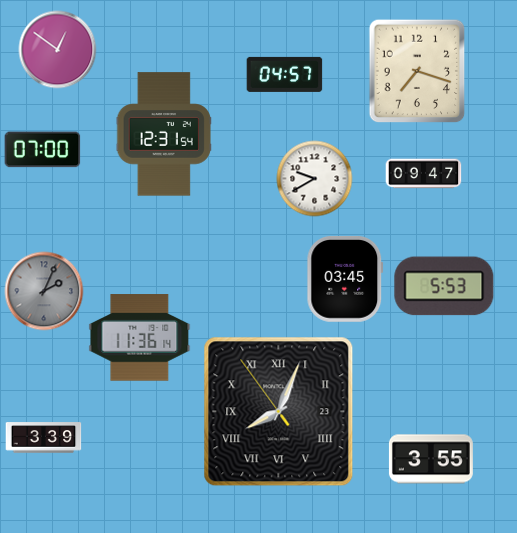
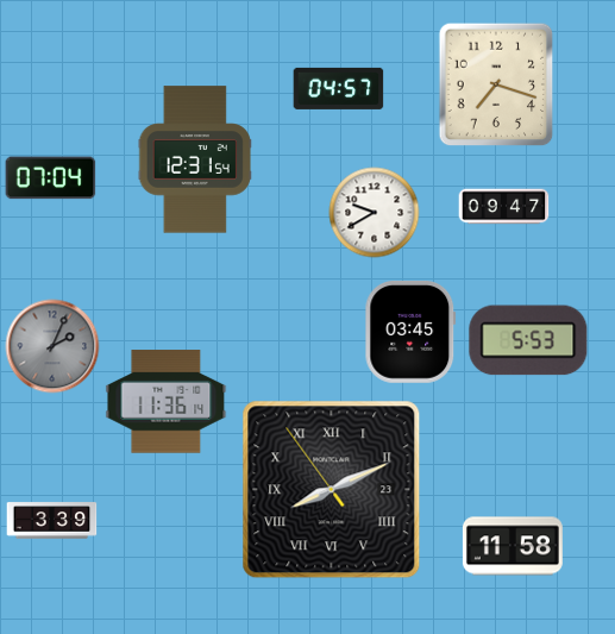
clock at (58, 50): 12:51 -> none
clock at (43, 150): 07:00 -> 07:04
clock at (279, 412): 8:03 -> 8:10
clock at (431, 459): 3:55 -> 11:58
